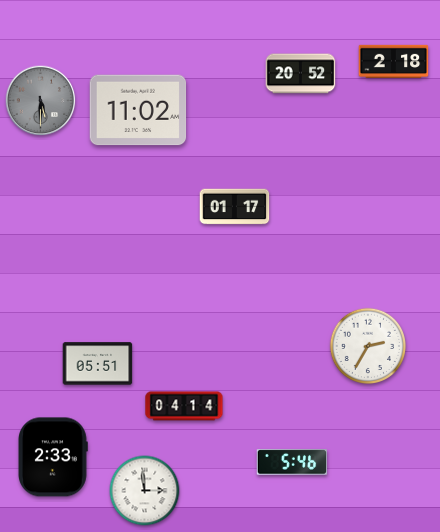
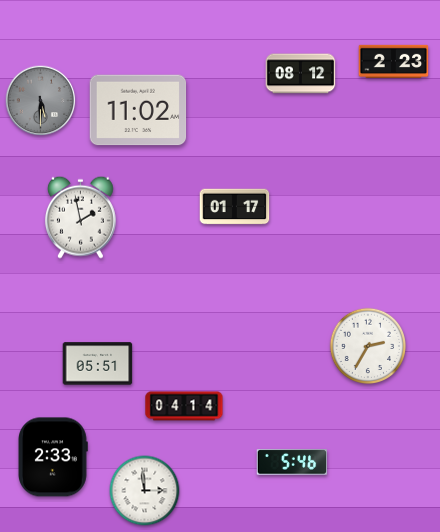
clock at (394, 62): 2:18 -> 2:23
clock at (301, 74): 20:52 -> 08:12
clock at (80, 217): none -> 1:58
